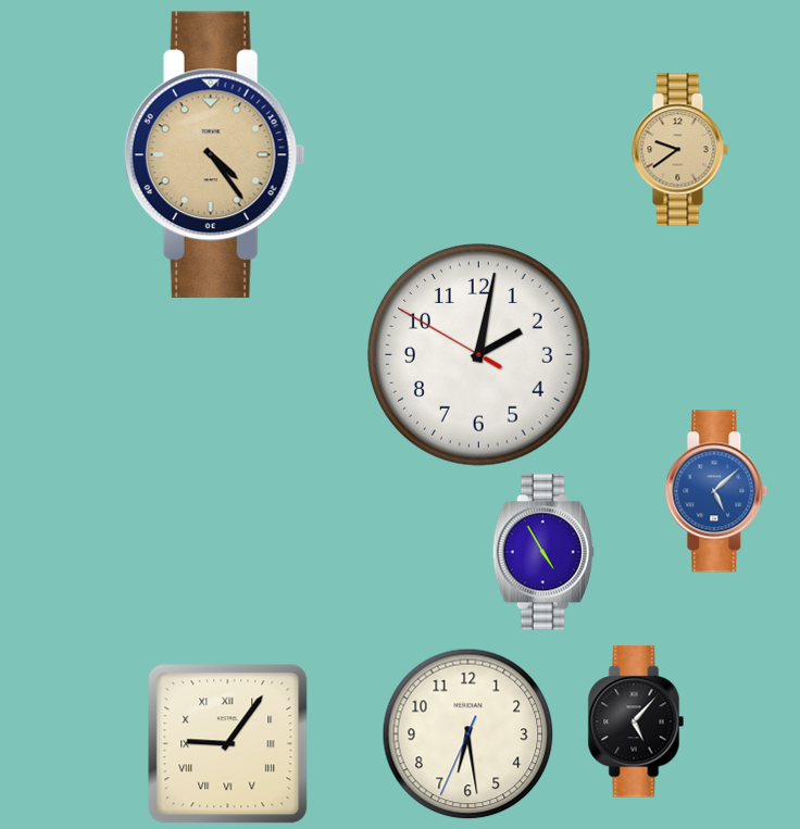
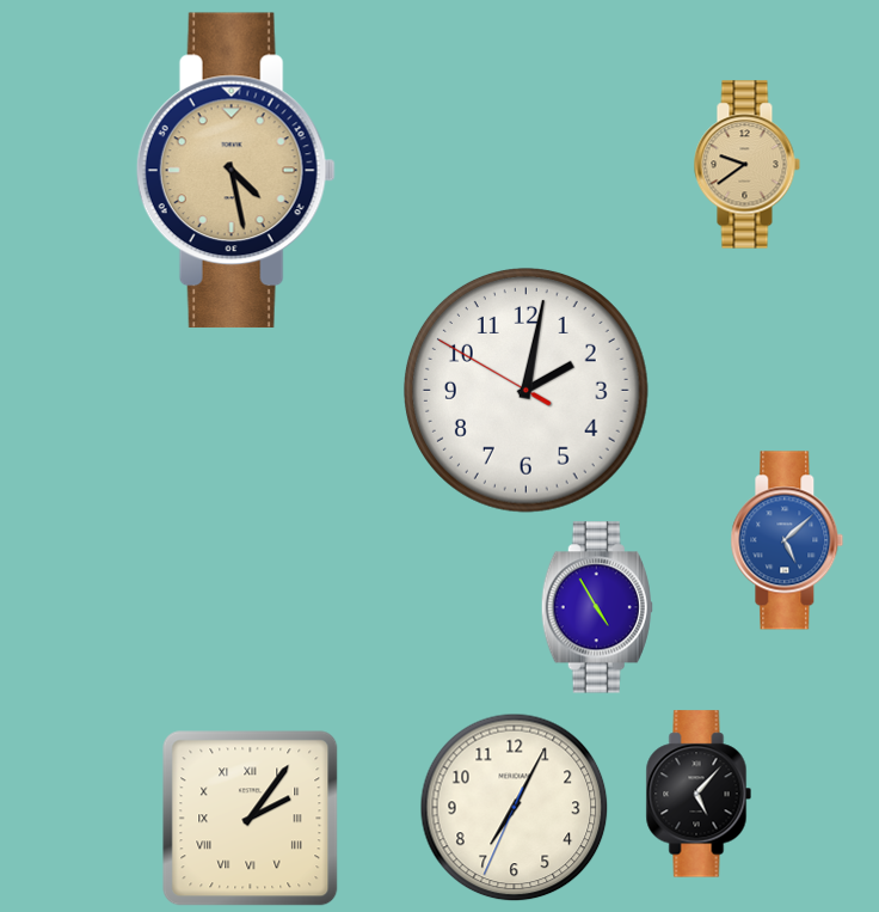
clock at (214, 155): 4:24 -> 4:28
clock at (468, 734): 6:28 -> 7:04
clock at (228, 744): 9:06 -> 2:06
